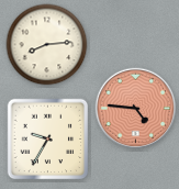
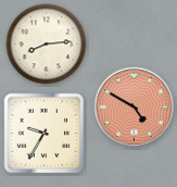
clock at (136, 109): 4:46 -> 4:50
clock at (48, 140) position: (48, 140) -> (45, 134)
